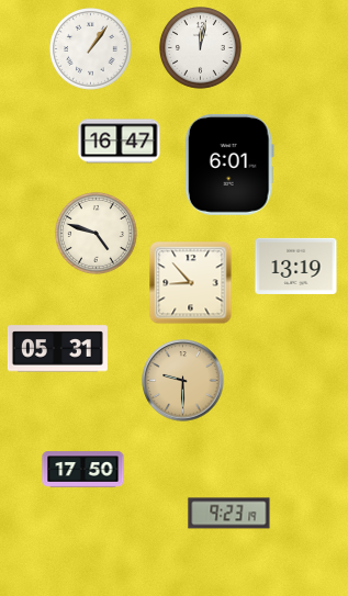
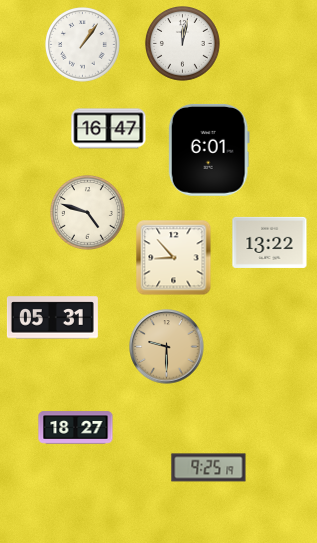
clock at (296, 266): 13:19 -> 13:22
clock at (83, 470): 17:50 -> 18:27
clock at (229, 514): 9:23 -> 9:25
